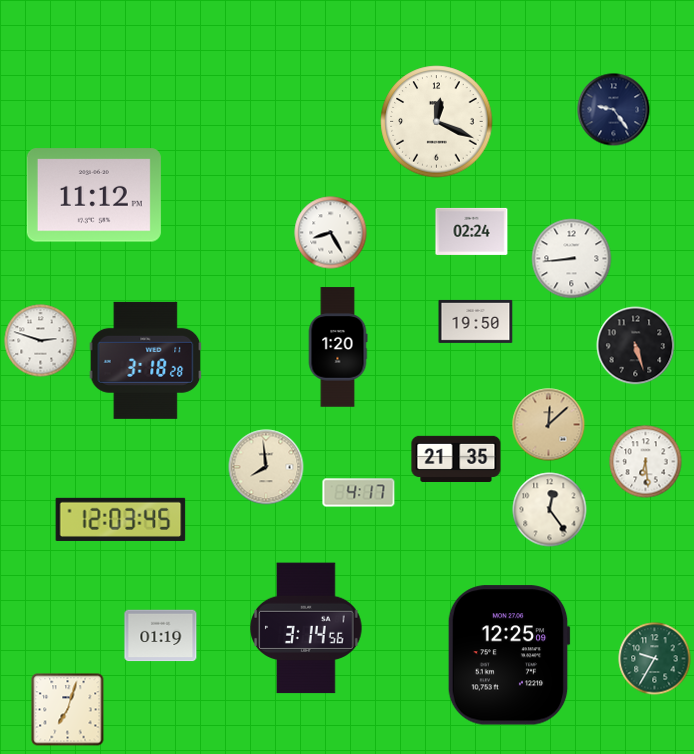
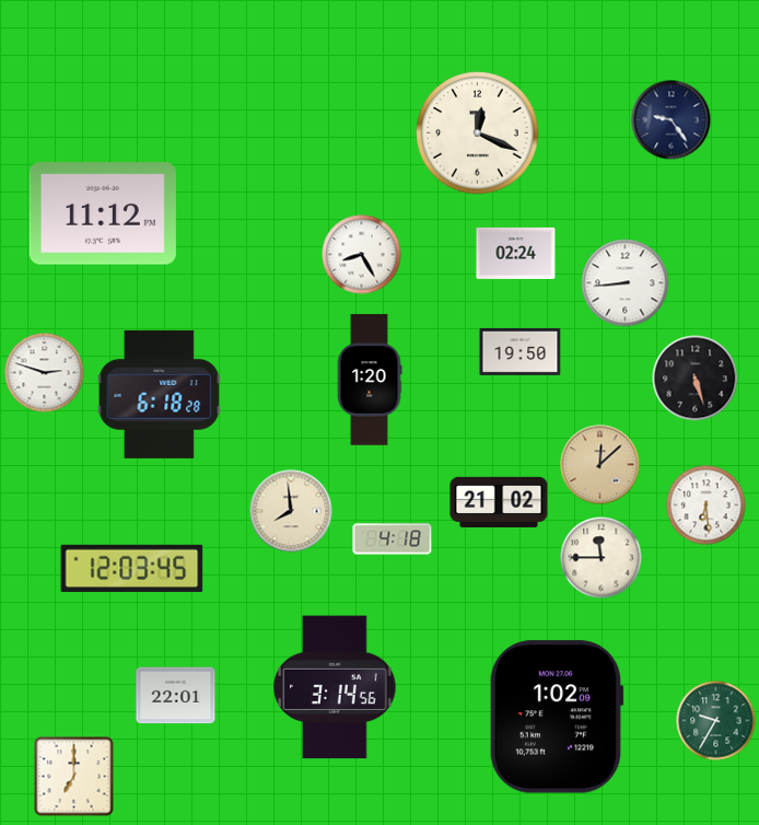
clock at (146, 360): 3:18 -> 6:18
clock at (456, 459): 21:35 -> 21:02
clock at (359, 493): 4:17 -> 4:18
clock at (550, 510): 12:24 -> 11:45
clock at (161, 636): 01:19 -> 22:01
clock at (509, 655): 12:25 -> 1:02
clock at (68, 710): 7:03 -> 7:00
